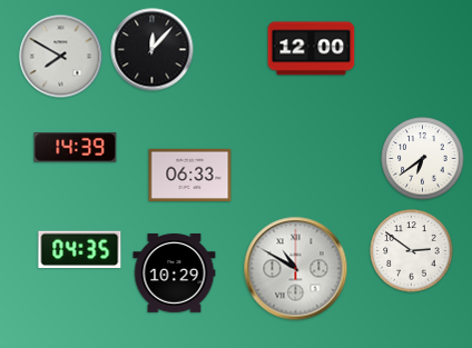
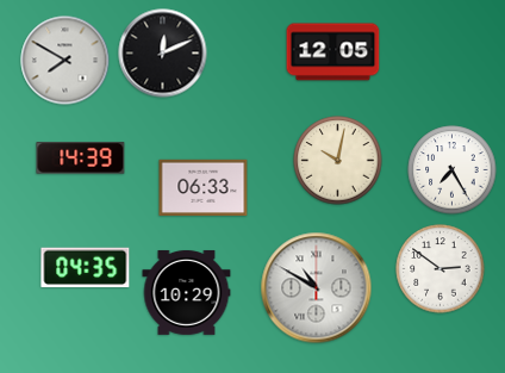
clock at (312, 49): 12:00 -> 12:05
clock at (153, 50): 12:07 -> 12:11
clock at (338, 161): none -> 10:02
clock at (423, 159): 6:39 -> 7:25
